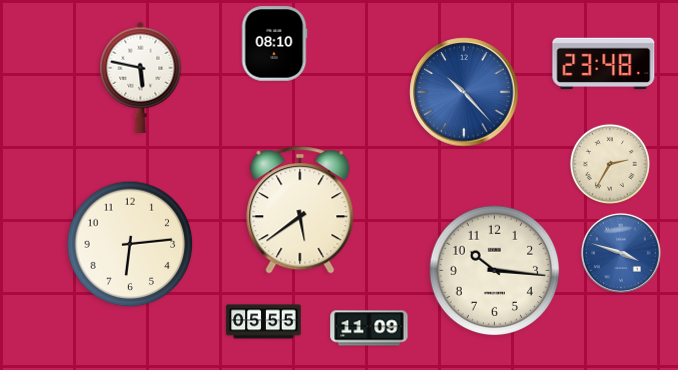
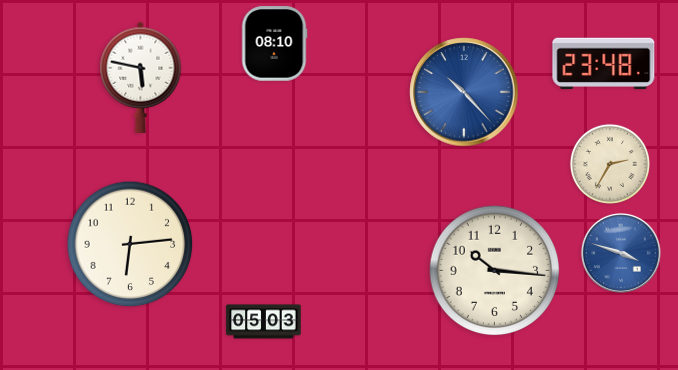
clock at (300, 210): 5:39 -> none
clock at (264, 322): 05:55 -> 05:03
clock at (369, 328): 11:09 -> none
